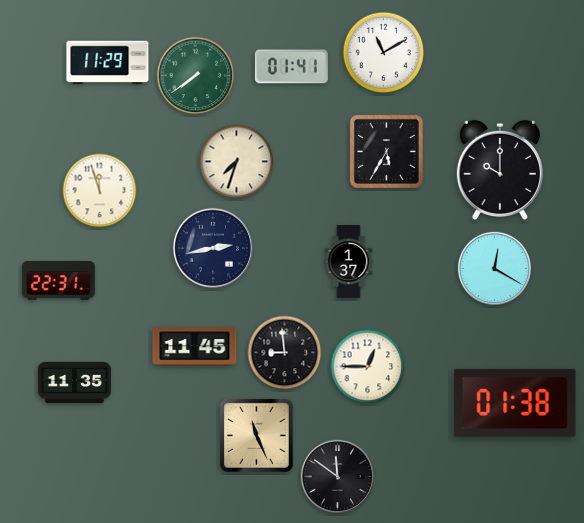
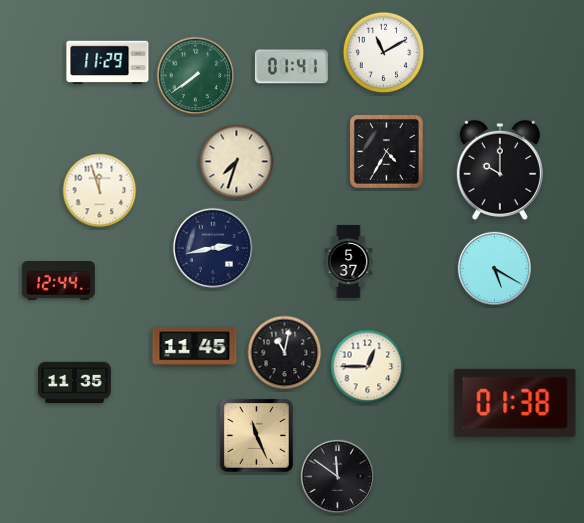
clock at (387, 152): 5:35 -> 4:35
clock at (349, 261): 1:37 -> 5:37
clock at (494, 268): 12:20 -> 5:20
clock at (58, 281): 22:31 -> 12:44
clock at (285, 353): 8:59 -> 11:02
